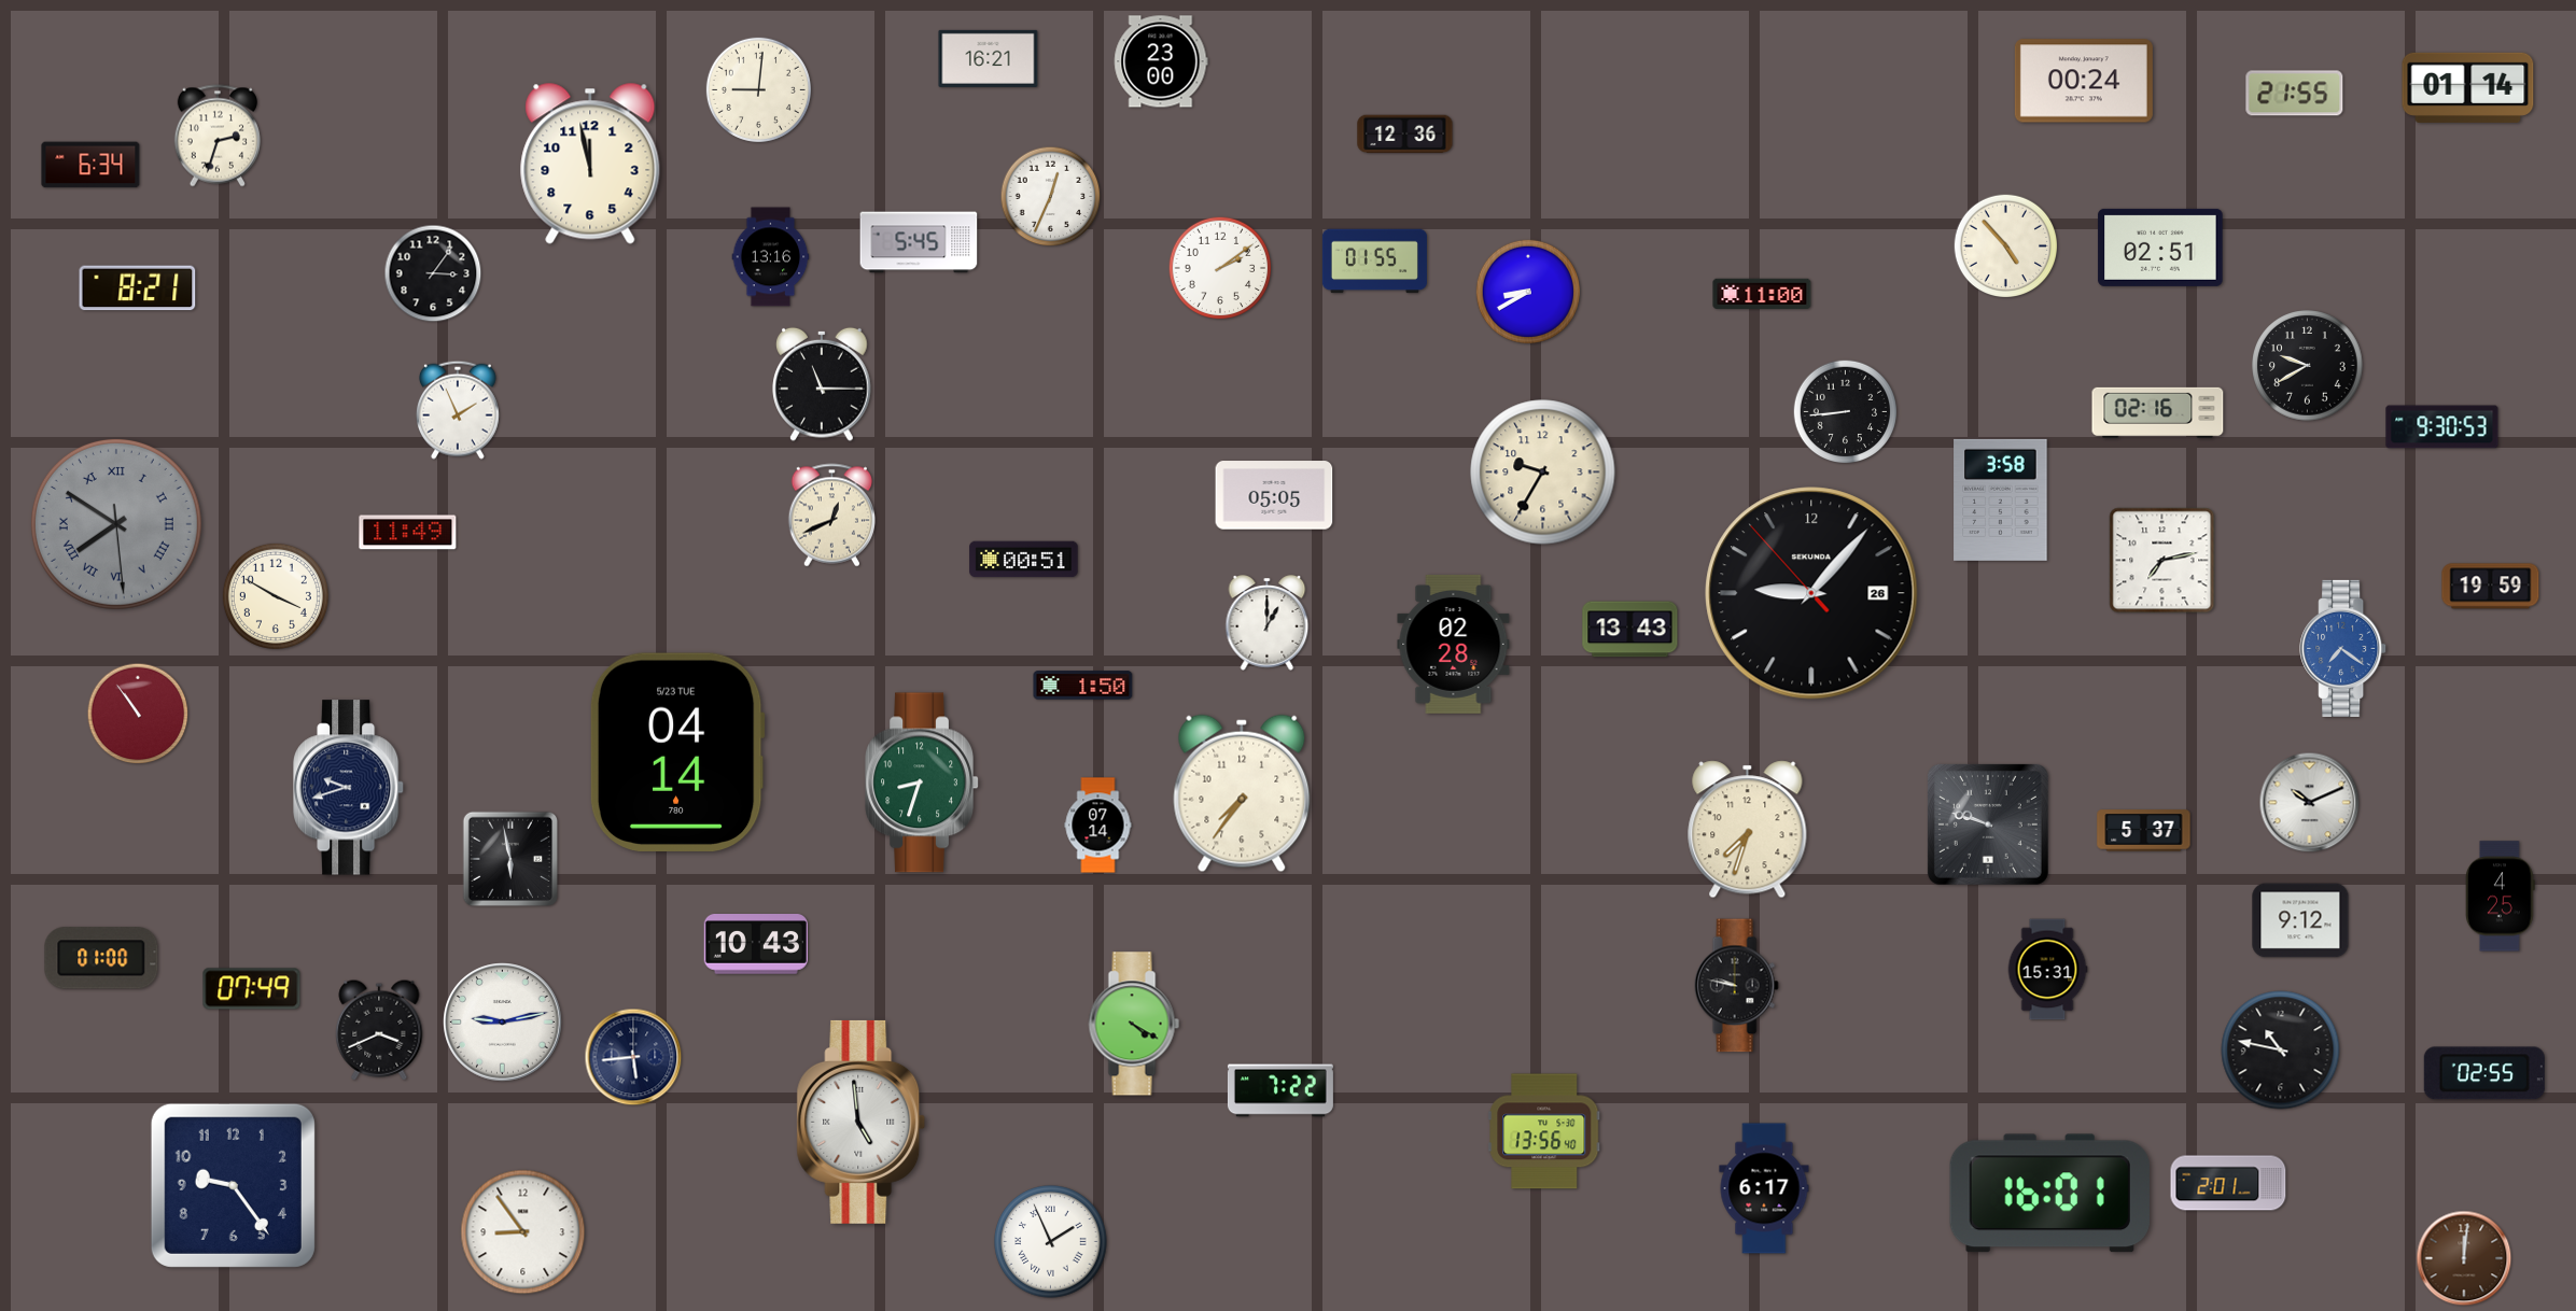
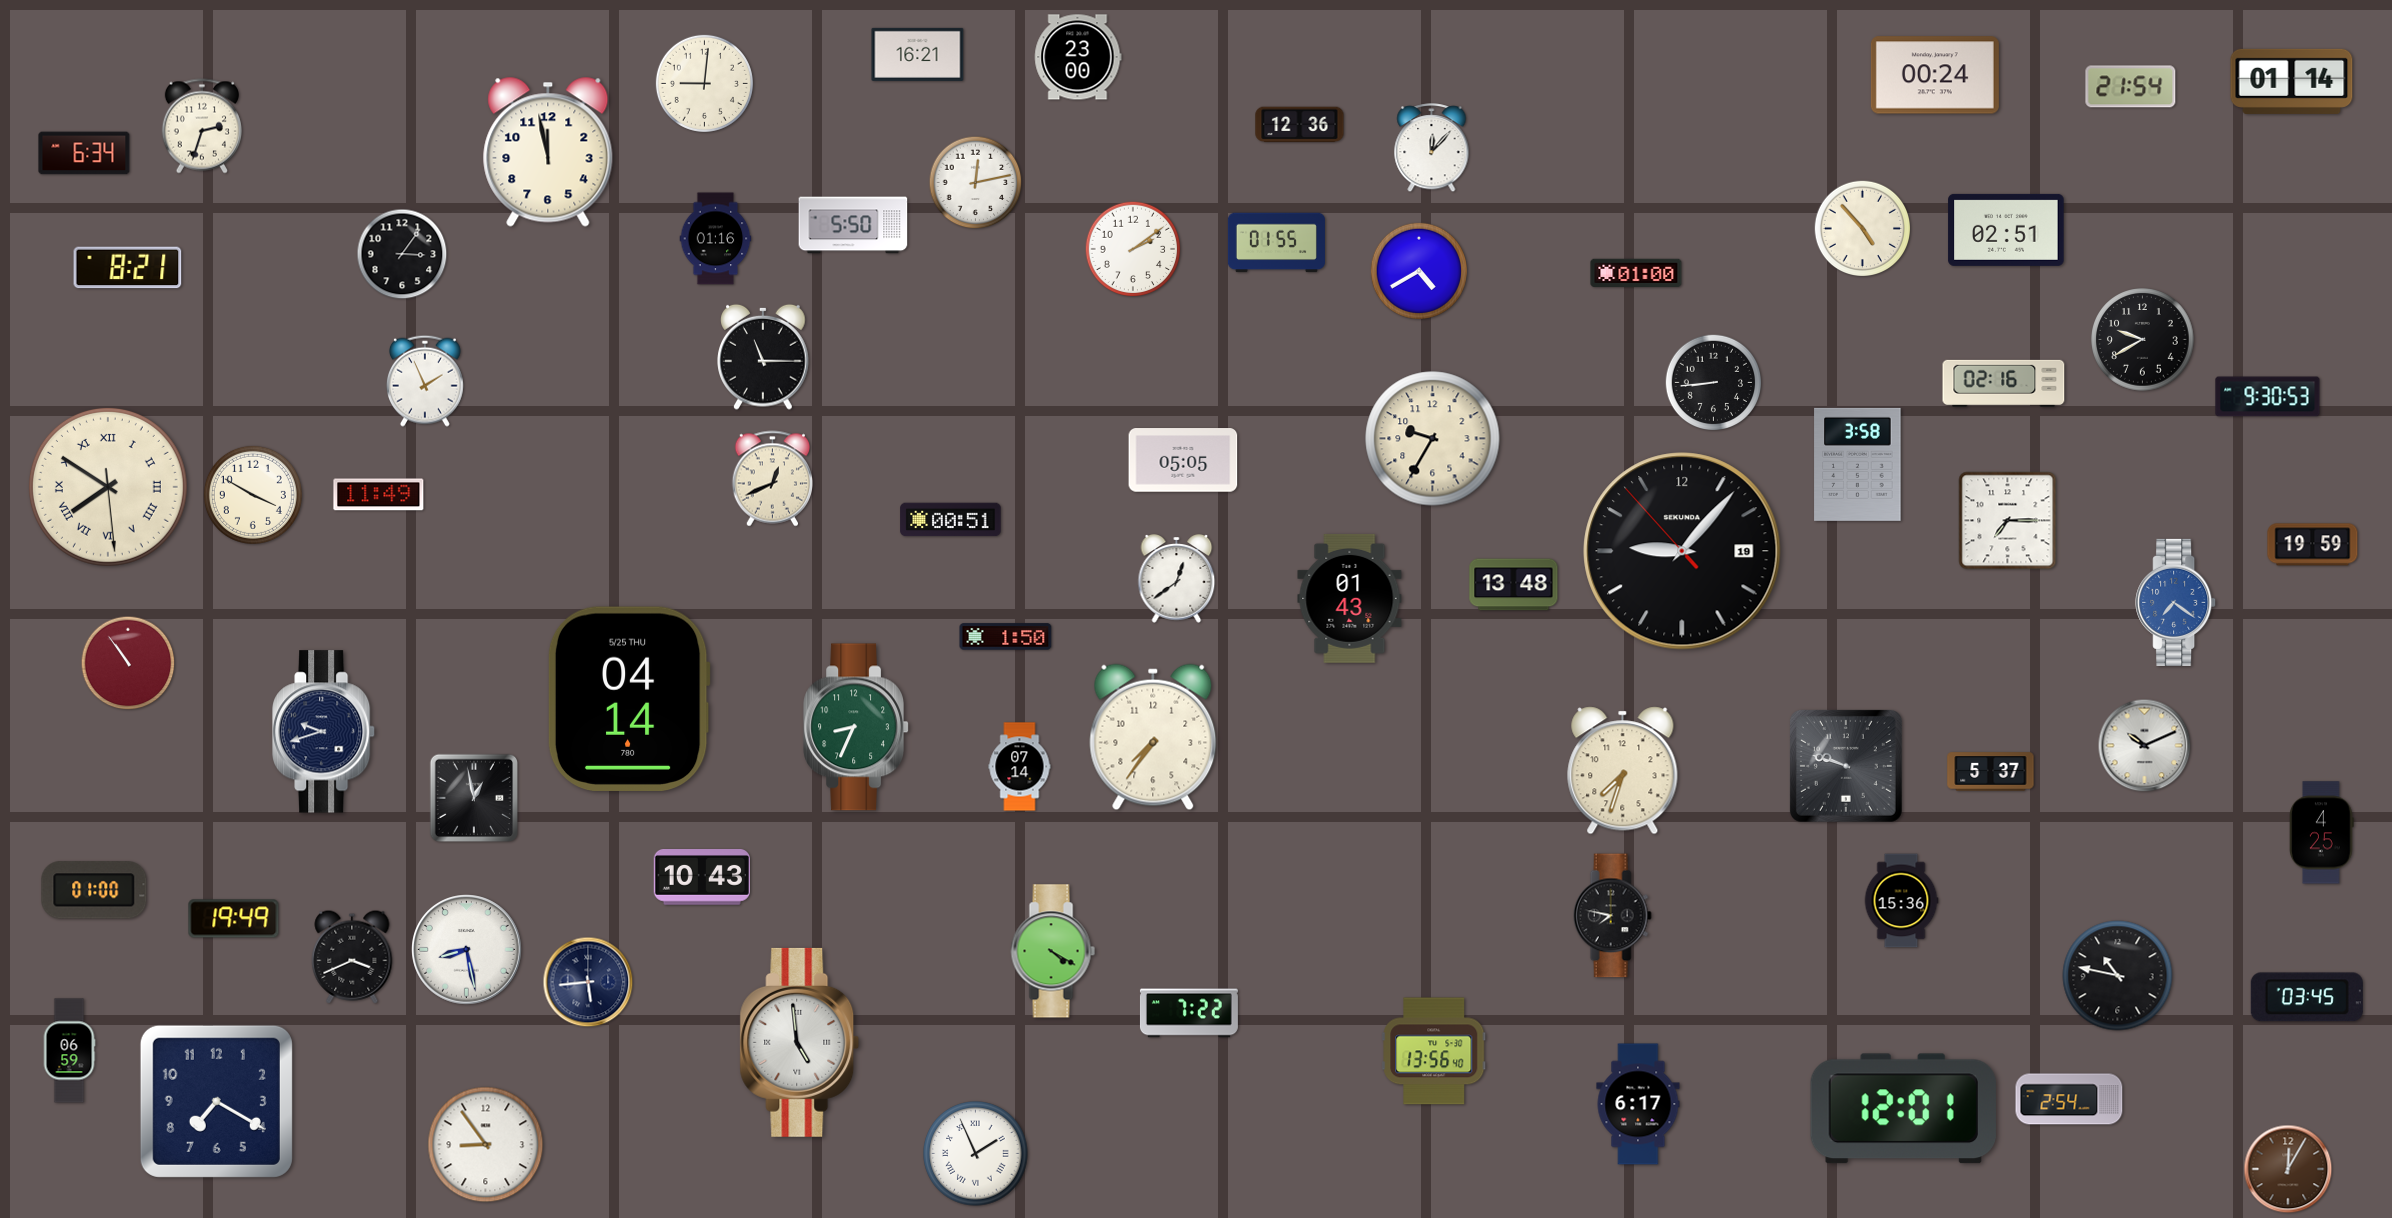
clock at (2295, 94): 21:55 -> 21:54
clock at (1405, 135) position: (1405, 135) -> (1300, 125)
clock at (1432, 148): none -> 12:07
clock at (1051, 197): 12:34 -> 12:13
clock at (919, 242): 5:45 -> 5:50
clock at (771, 257): 13:16 -> 01:16
clock at (1527, 291): 8:40 -> 4:40
clock at (1762, 293): 11:00 -> 01:00
clock at (116, 524) dial: grey -> cream
clock at (2162, 561): 7:13 -> 7:15
clock at (1811, 593) date: 26 -> 19
clock at (276, 596) position: (276, 596) -> (253, 495)
clock at (1268, 623): 1:00 -> 12:39
clock at (1630, 630): 13:43 -> 13:48
clock at (1454, 644): 02:28 -> 01:43
clock at (677, 752) date: 5/23 TUE -> 5/25 THU
clock at (922, 783): 8:33 -> 8:34
clock at (509, 858): 5:58 -> 12:58
clock at (2300, 920): 9:12 -> none
clock at (2047, 970): 15:31 -> 15:36
clock at (1736, 986): 9:47 -> 7:47
clock at (252, 989): 07:49 -> 19:49
clock at (503, 1023): 9:13 -> 8:28
clock at (2484, 1073): 02:55 -> 03:45
clock at (69, 1051): none -> 06:59
clock at (2228, 1183): 2:01 -> 2:54
clock at (233, 1185): 9:24 -> 7:20
clock at (2049, 1194): 16:01 -> 12:01
clock at (2464, 1258): 12:01 -> 12:05
